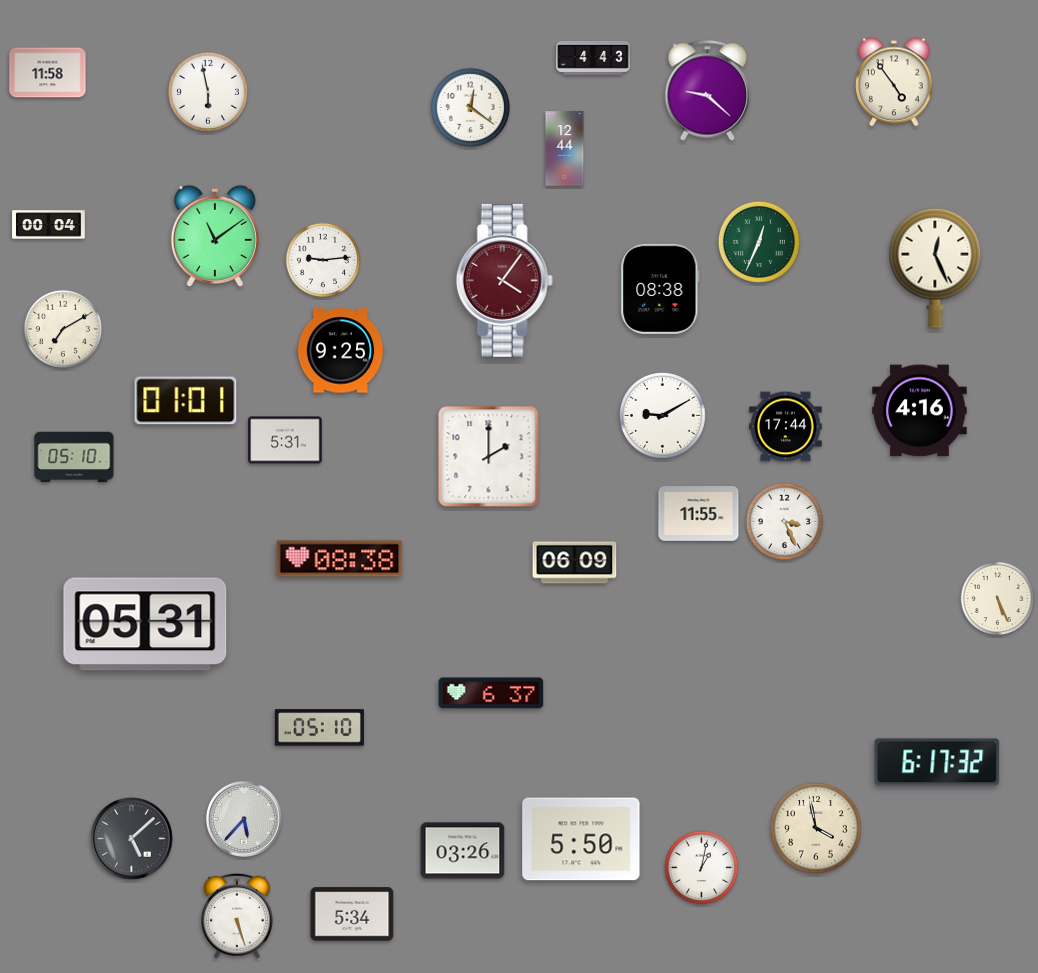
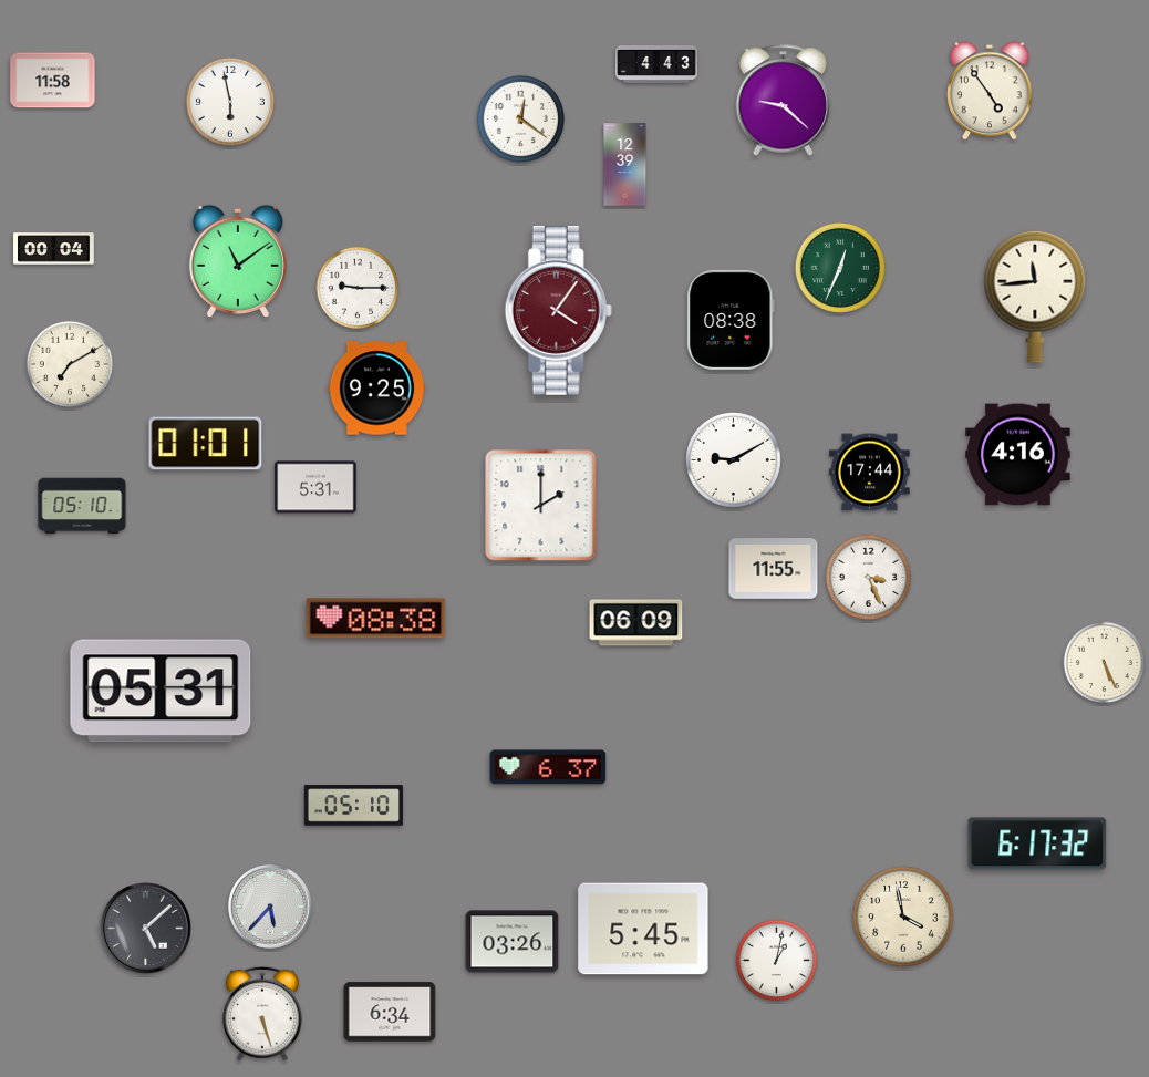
clock at (565, 149): 12:44 -> 12:39
clock at (323, 260): 9:14 -> 9:15
clock at (935, 268): 12:26 -> 11:44
clock at (491, 693) position: (491, 693) -> (548, 767)
clock at (581, 839): 5:50 -> 5:45
clock at (352, 914): 5:34 -> 6:34
